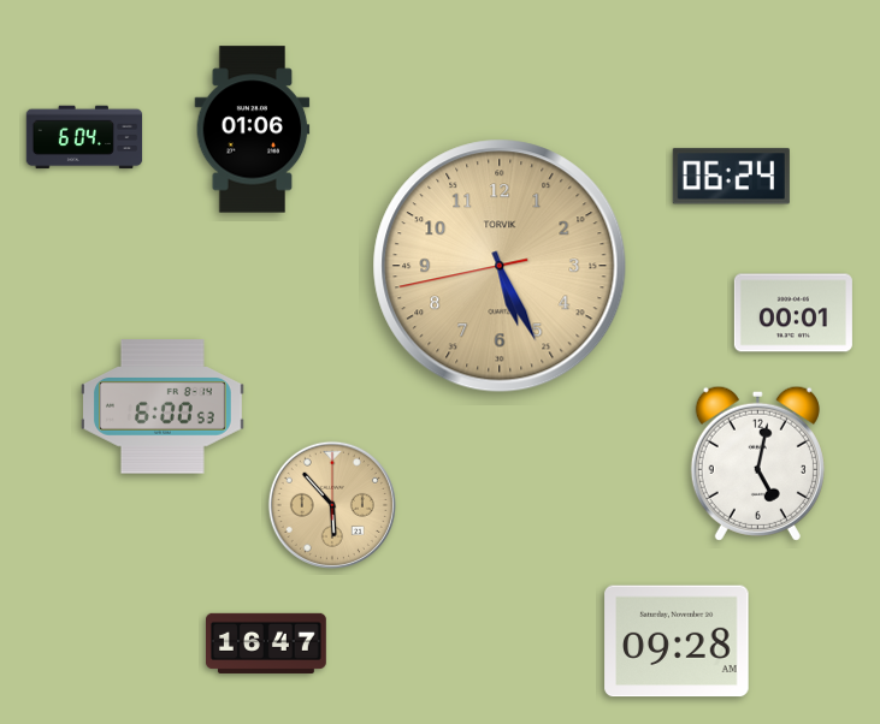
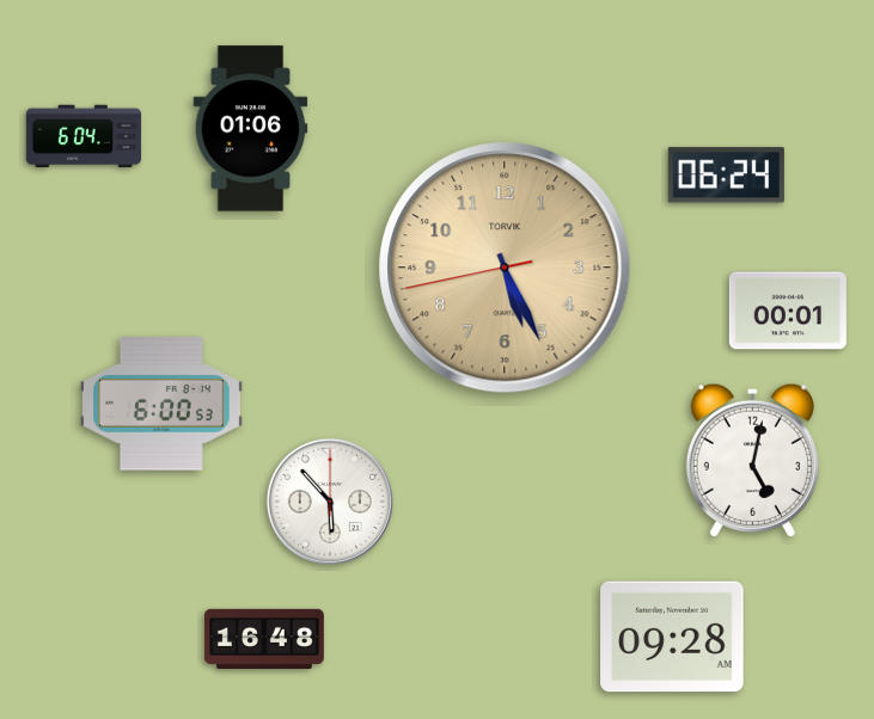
clock at (500, 266) position: (500, 266) -> (505, 268)
clock at (332, 505) dial: champagne -> white
clock at (267, 643): 16:47 -> 16:48
